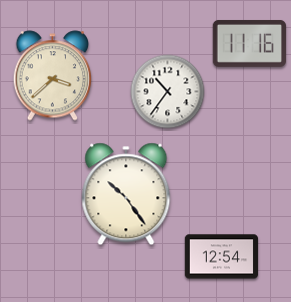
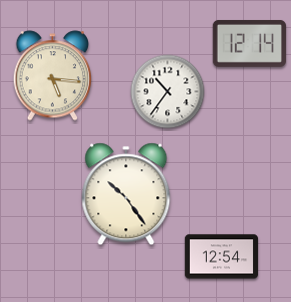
clock at (250, 43): 11:16 -> 12:14
clock at (53, 76): 3:38 -> 5:16
